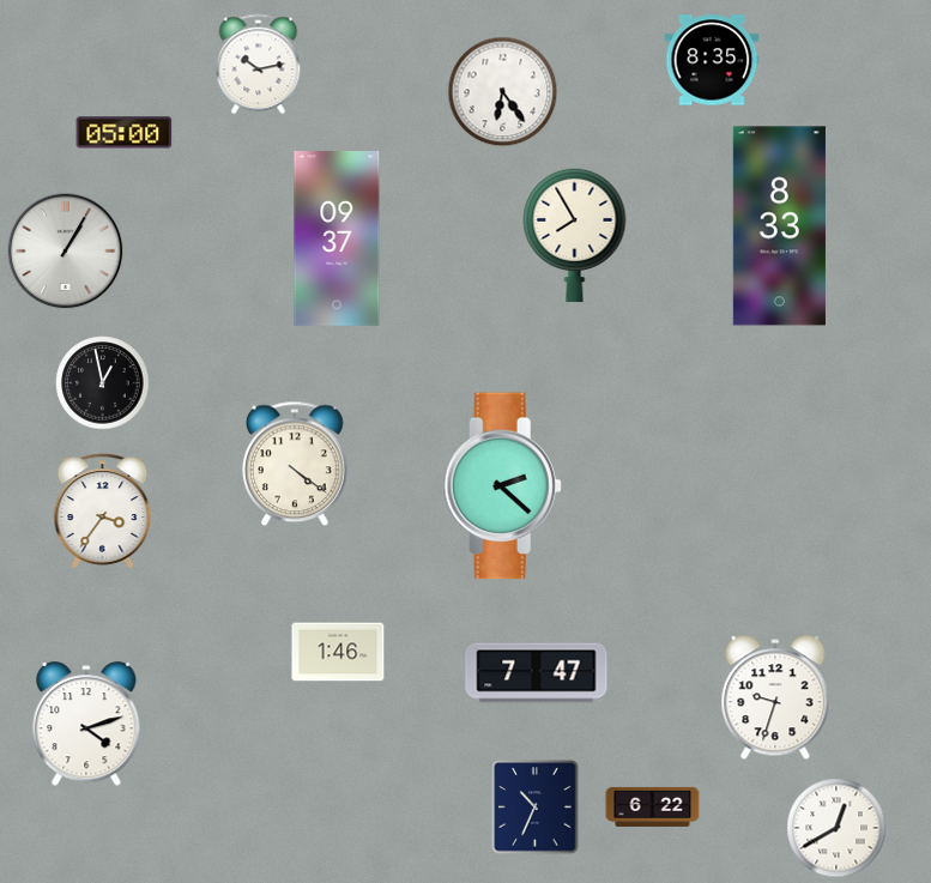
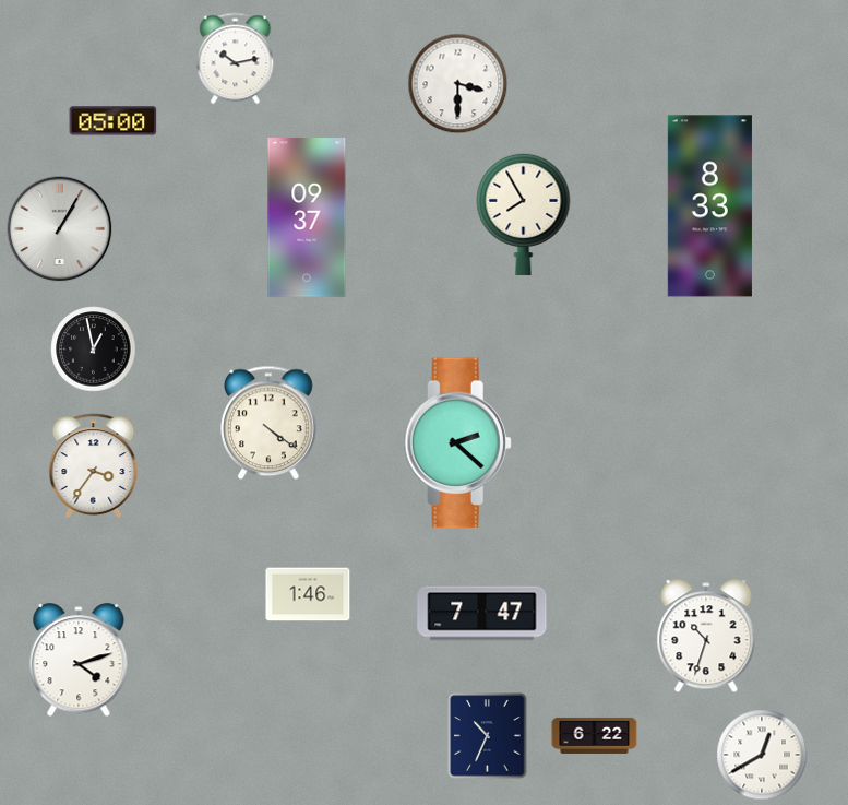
clock at (712, 60): 8:35 -> none
clock at (503, 92): 6:24 -> 3:30
clock at (537, 673) position: (537, 673) -> (482, 614)
clock at (775, 698): 9:33 -> 10:33
